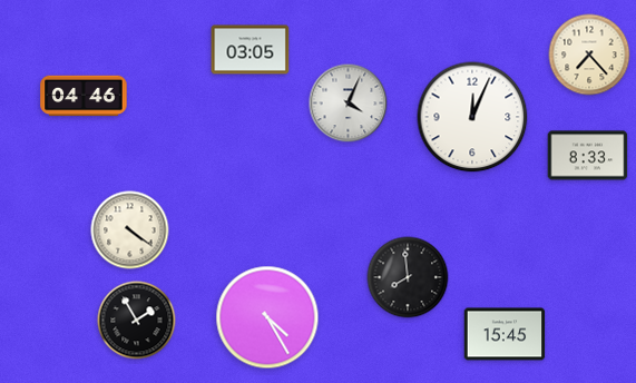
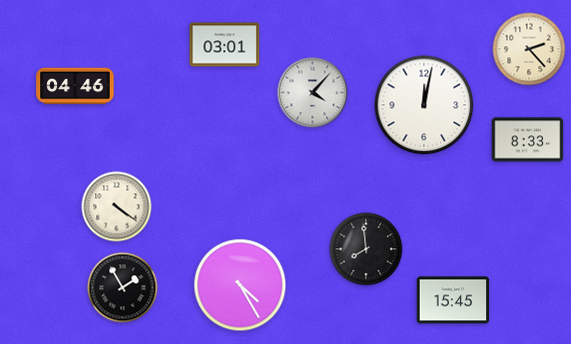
clock at (251, 50): 03:05 -> 03:01
clock at (589, 55): 7:23 -> 2:23
clock at (349, 104): 4:04 -> 4:07
clock at (472, 117): 12:04 -> 12:02
